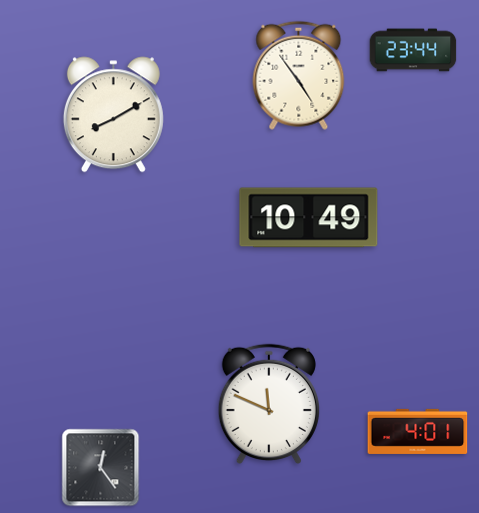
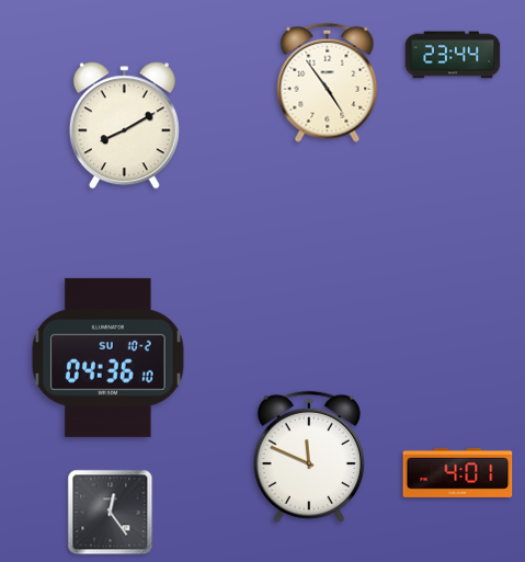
clock at (309, 218): 10:49 -> none
clock at (109, 357): none -> 04:36
clock at (269, 404) position: (269, 404) -> (309, 457)
